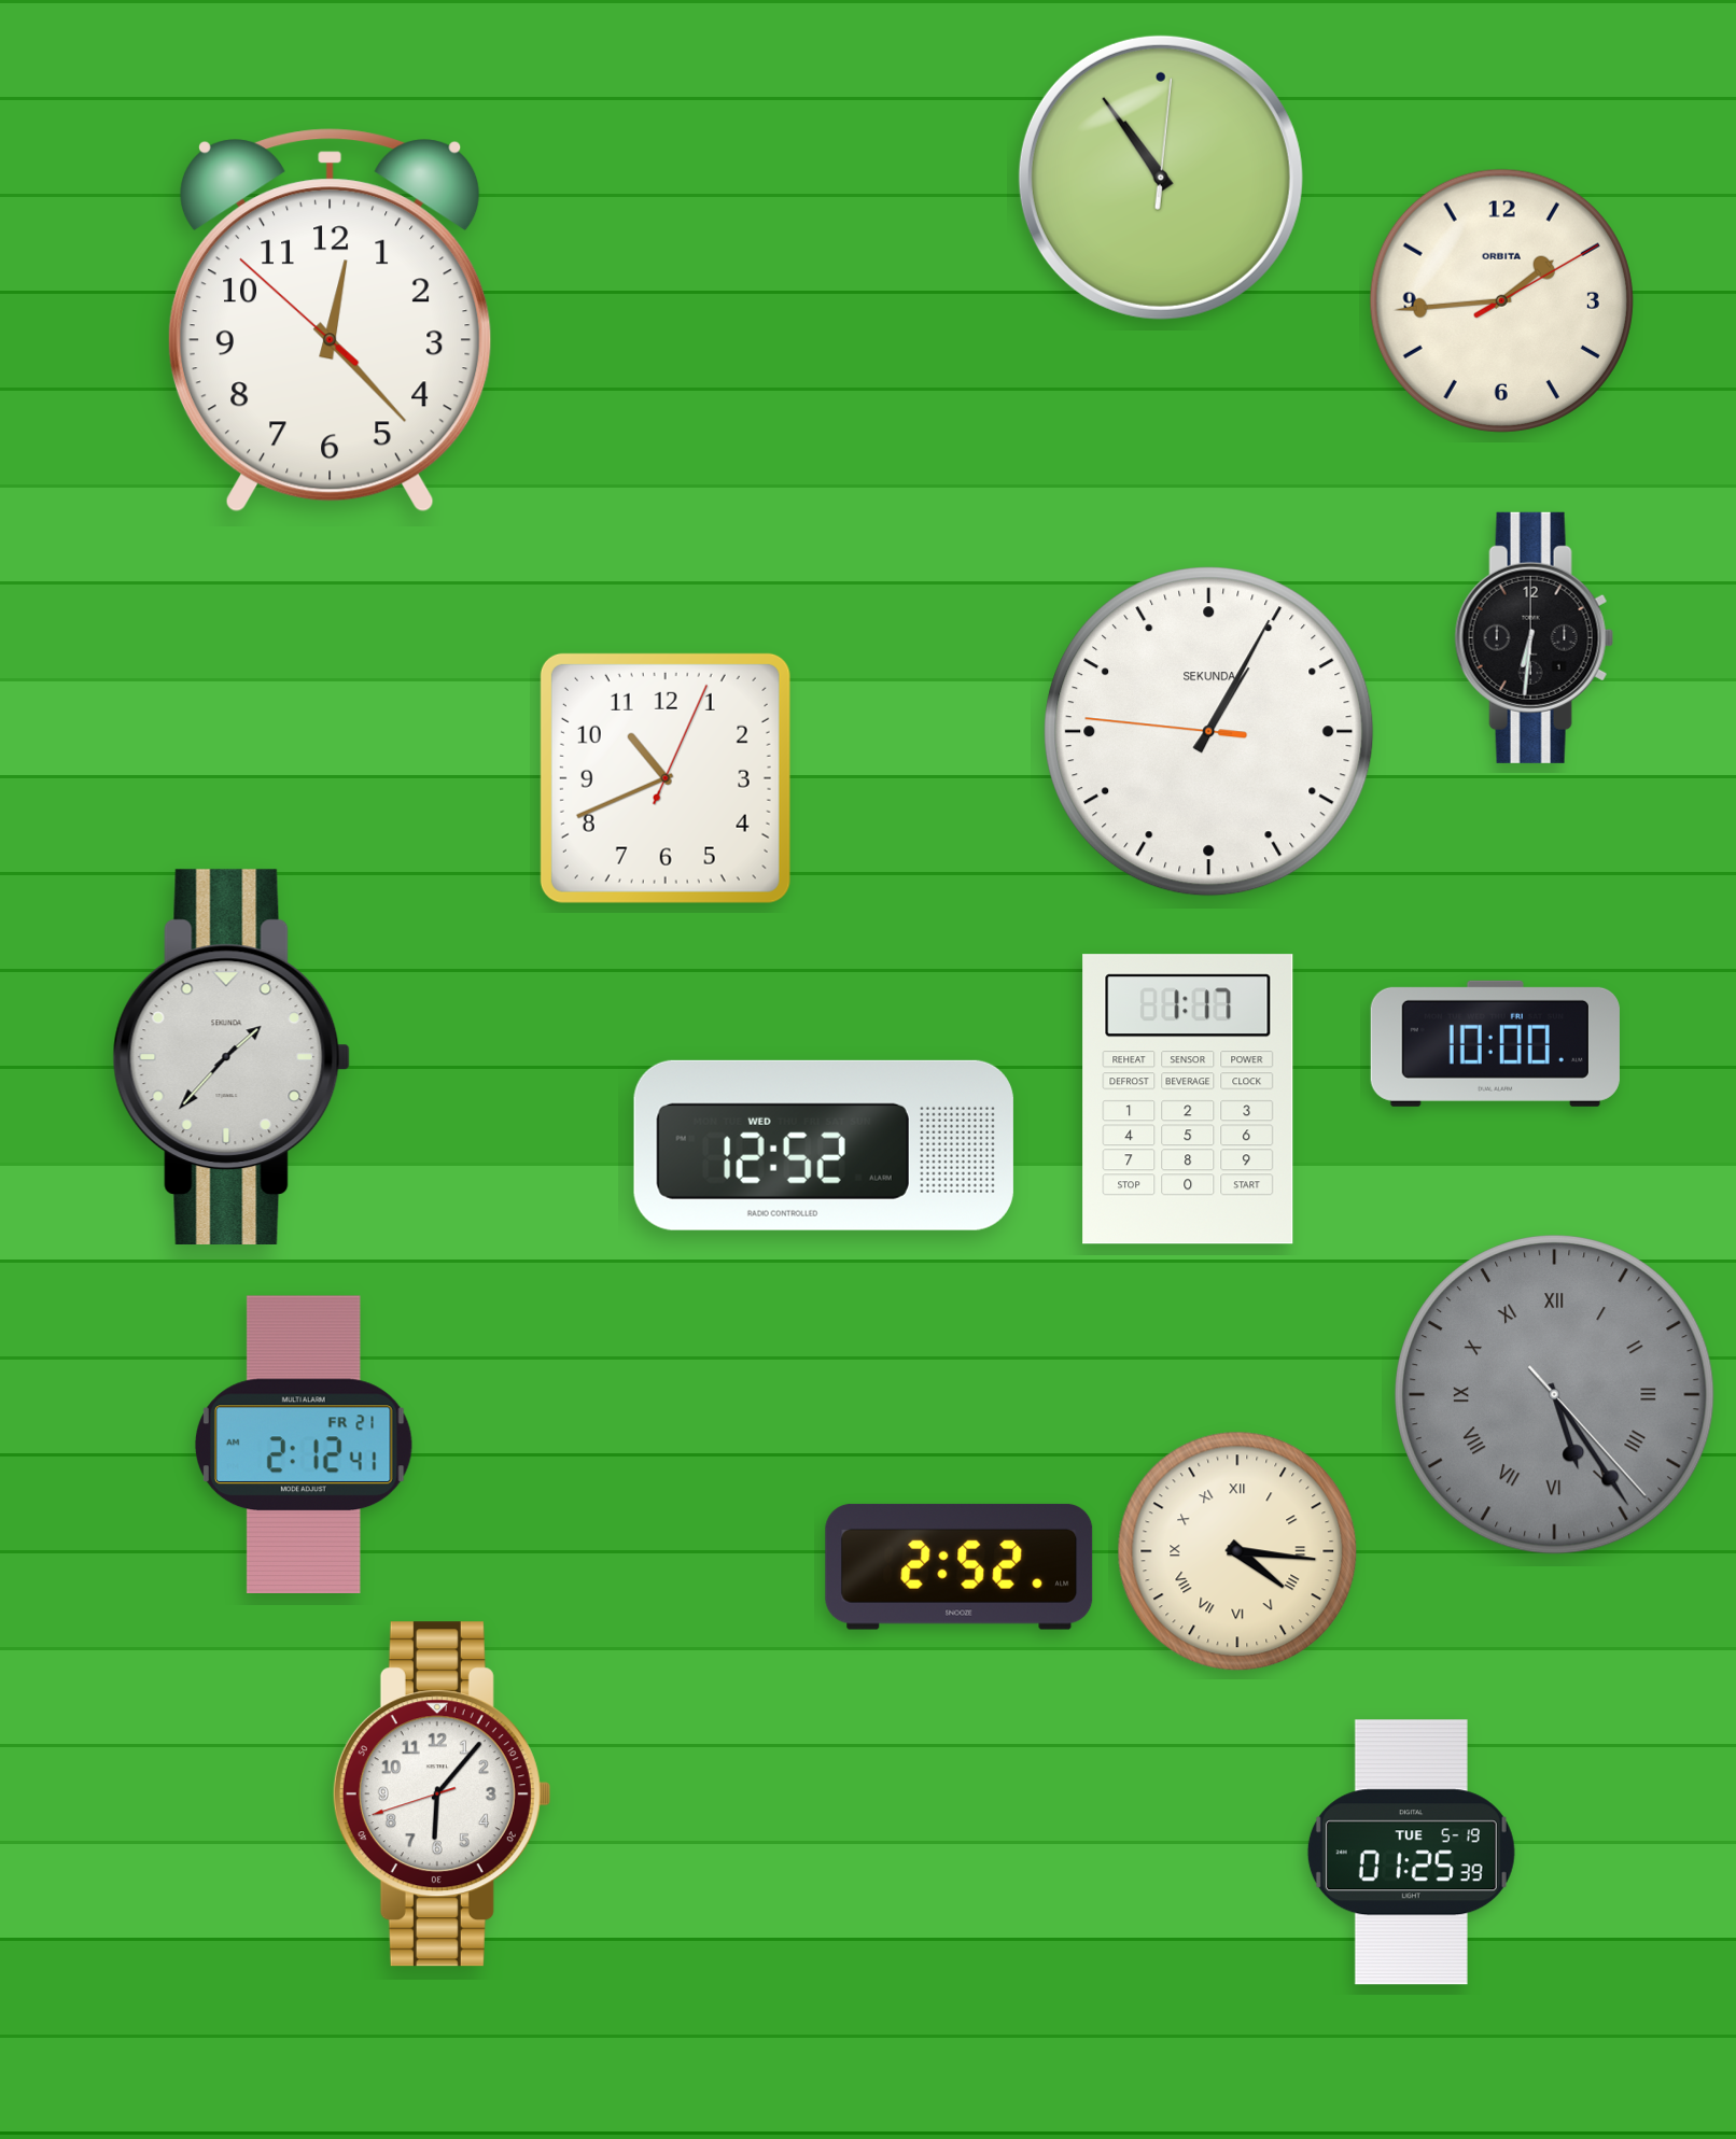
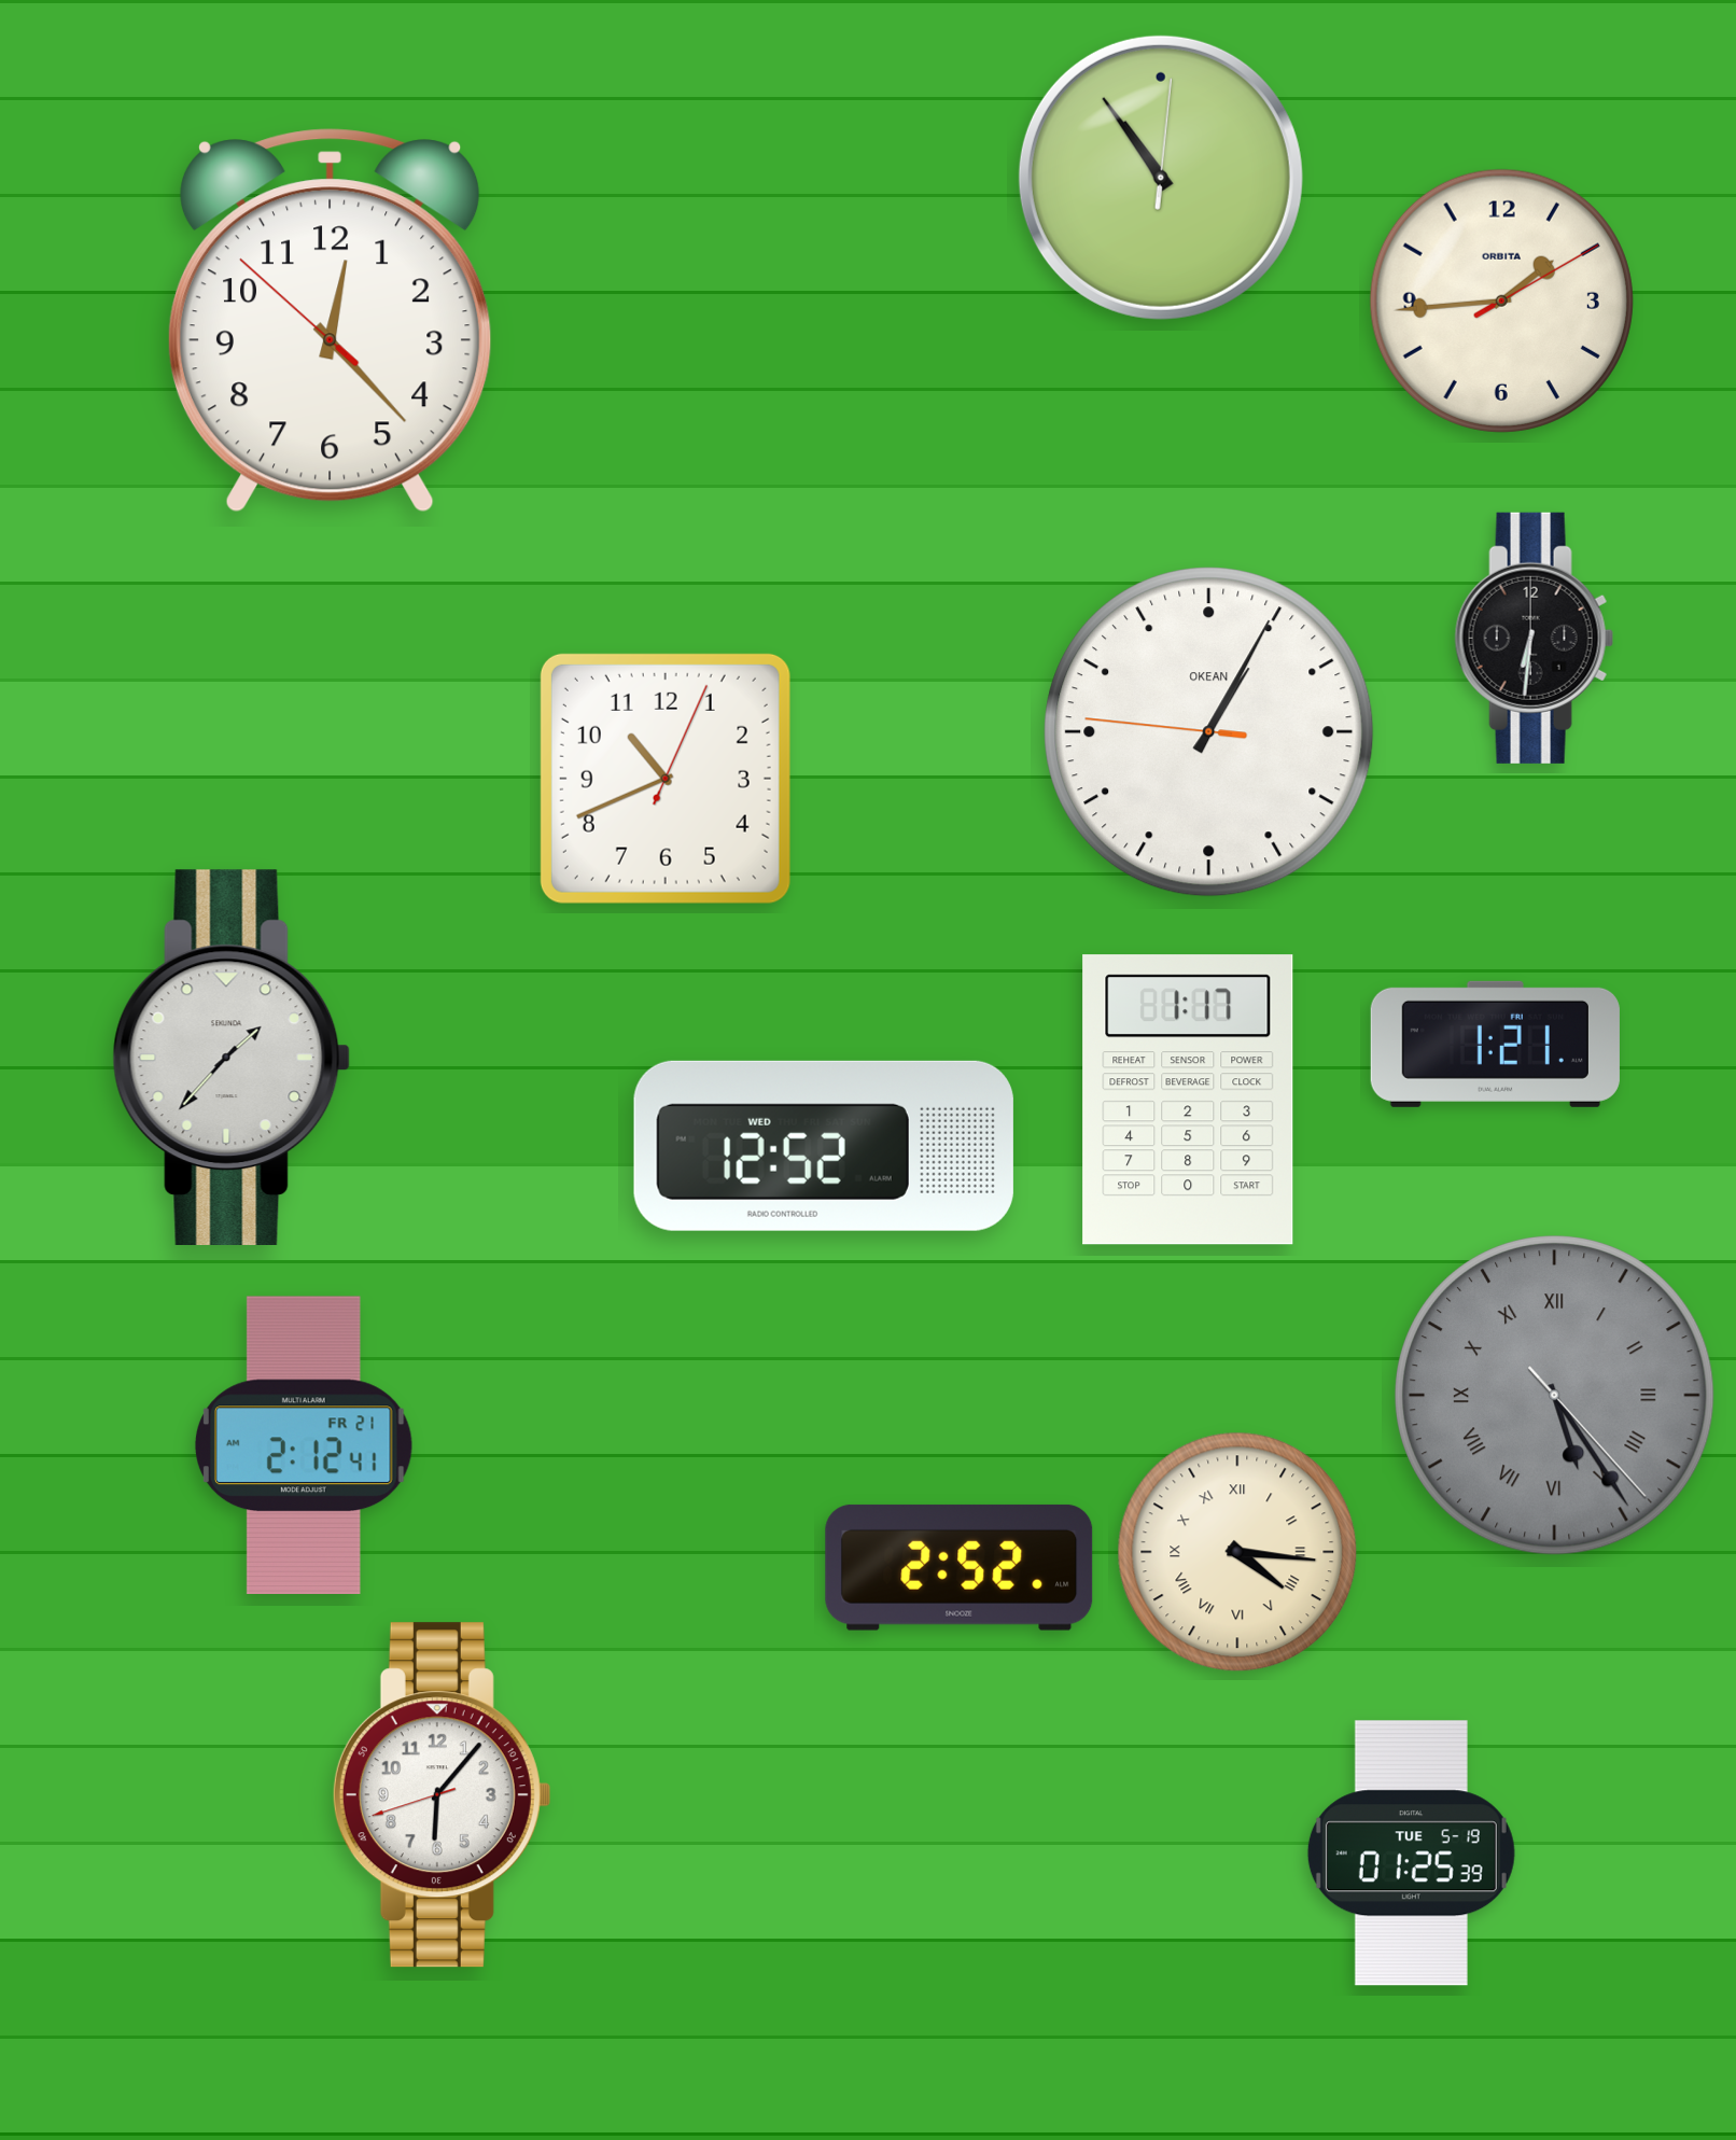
clock at (1209, 732) brand: SEKUNDA -> OKEAN
clock at (1495, 1043): 10:00 -> 1:21
